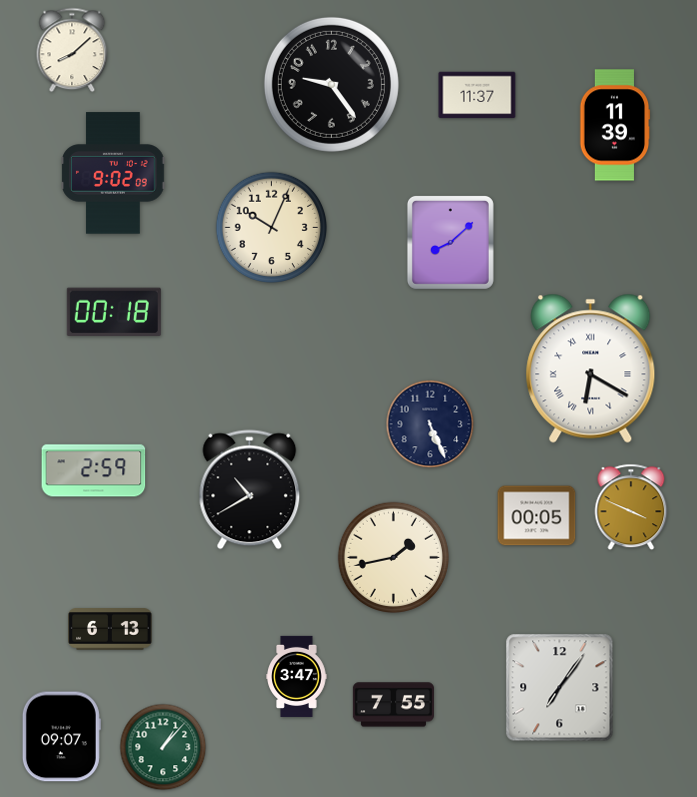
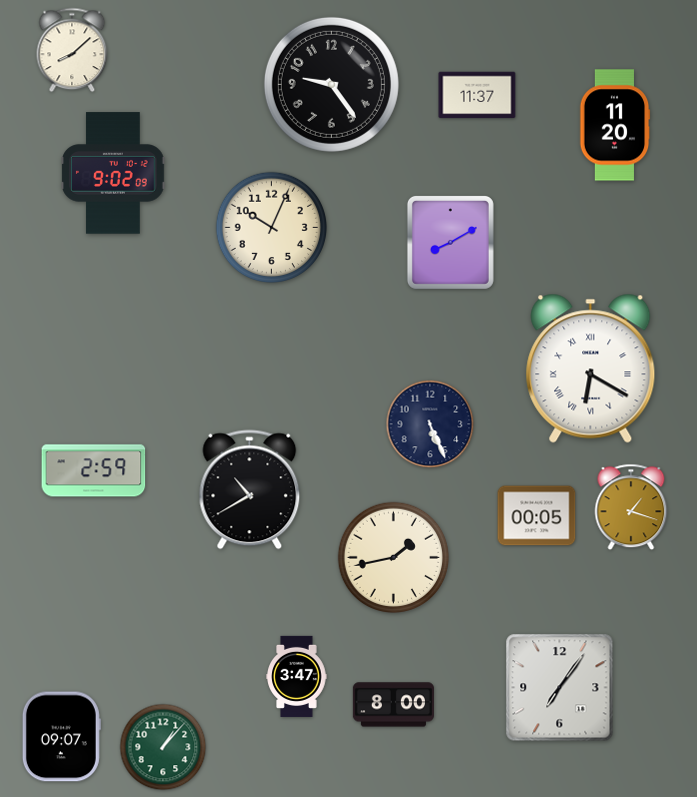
clock at (615, 125): 11:39 -> 11:20
clock at (450, 242): 8:08 -> 8:10
clock at (114, 311): 00:18 -> none
clock at (631, 507): 3:49 -> 1:18
clock at (110, 629): 6:13 -> none
clock at (393, 705): 7:55 -> 8:00
